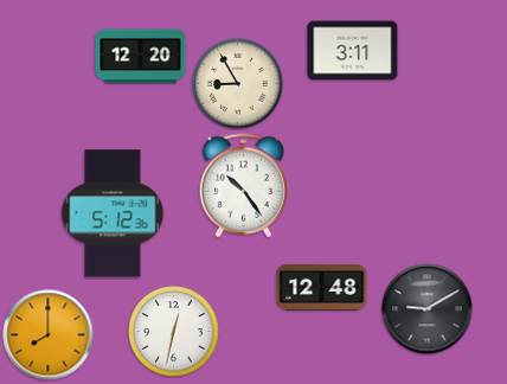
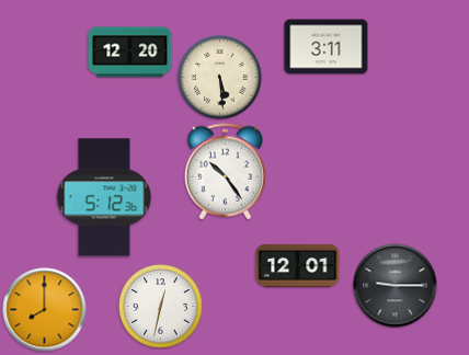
clock at (238, 84): 8:55 -> 5:29
clock at (322, 287): 12:48 -> 12:01
clock at (428, 309): 9:10 -> 9:15
